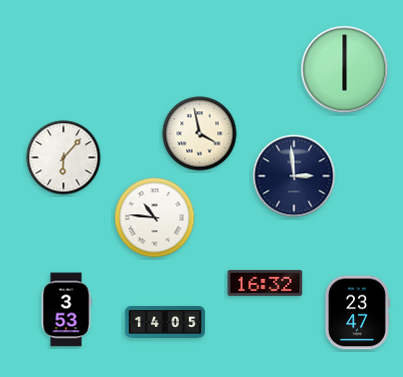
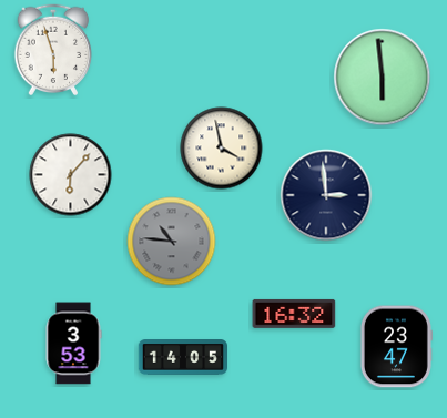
clock at (53, 50): none -> 5:57
clock at (345, 70): 6:00 -> 5:59
clock at (155, 218) dial: white -> grey
